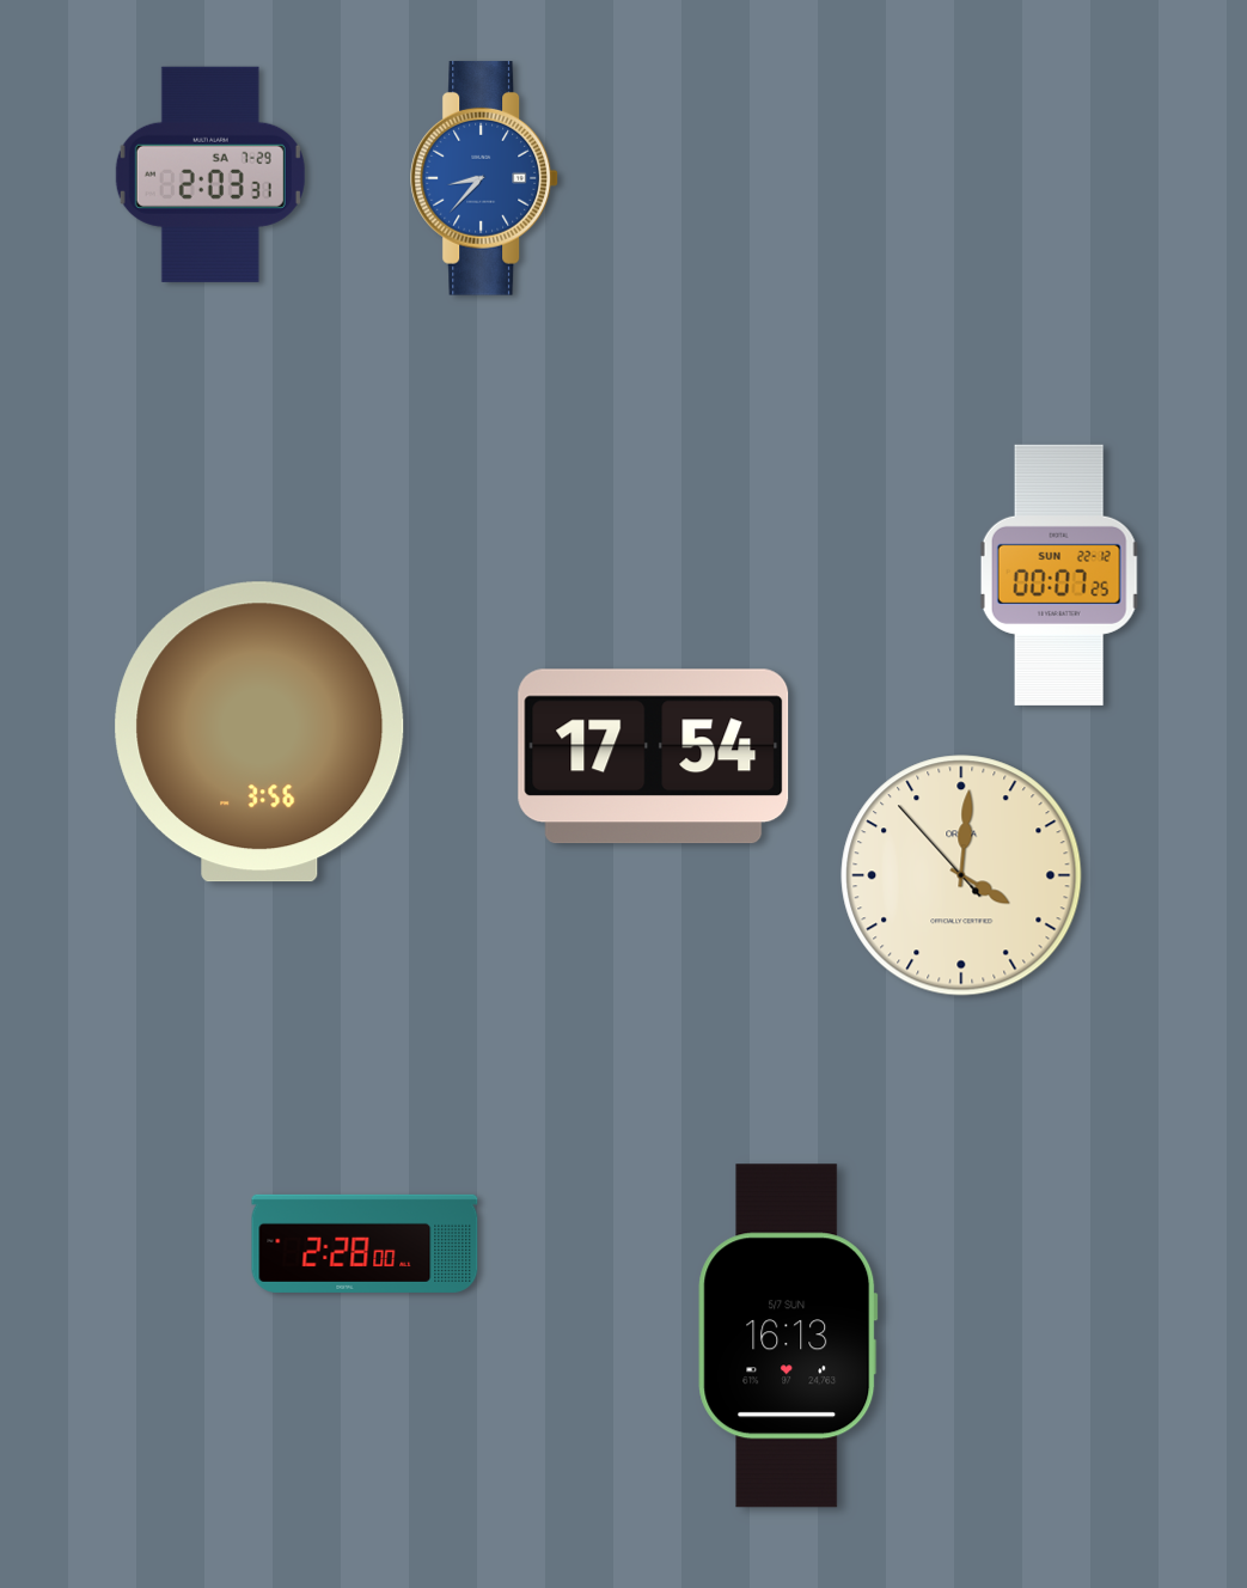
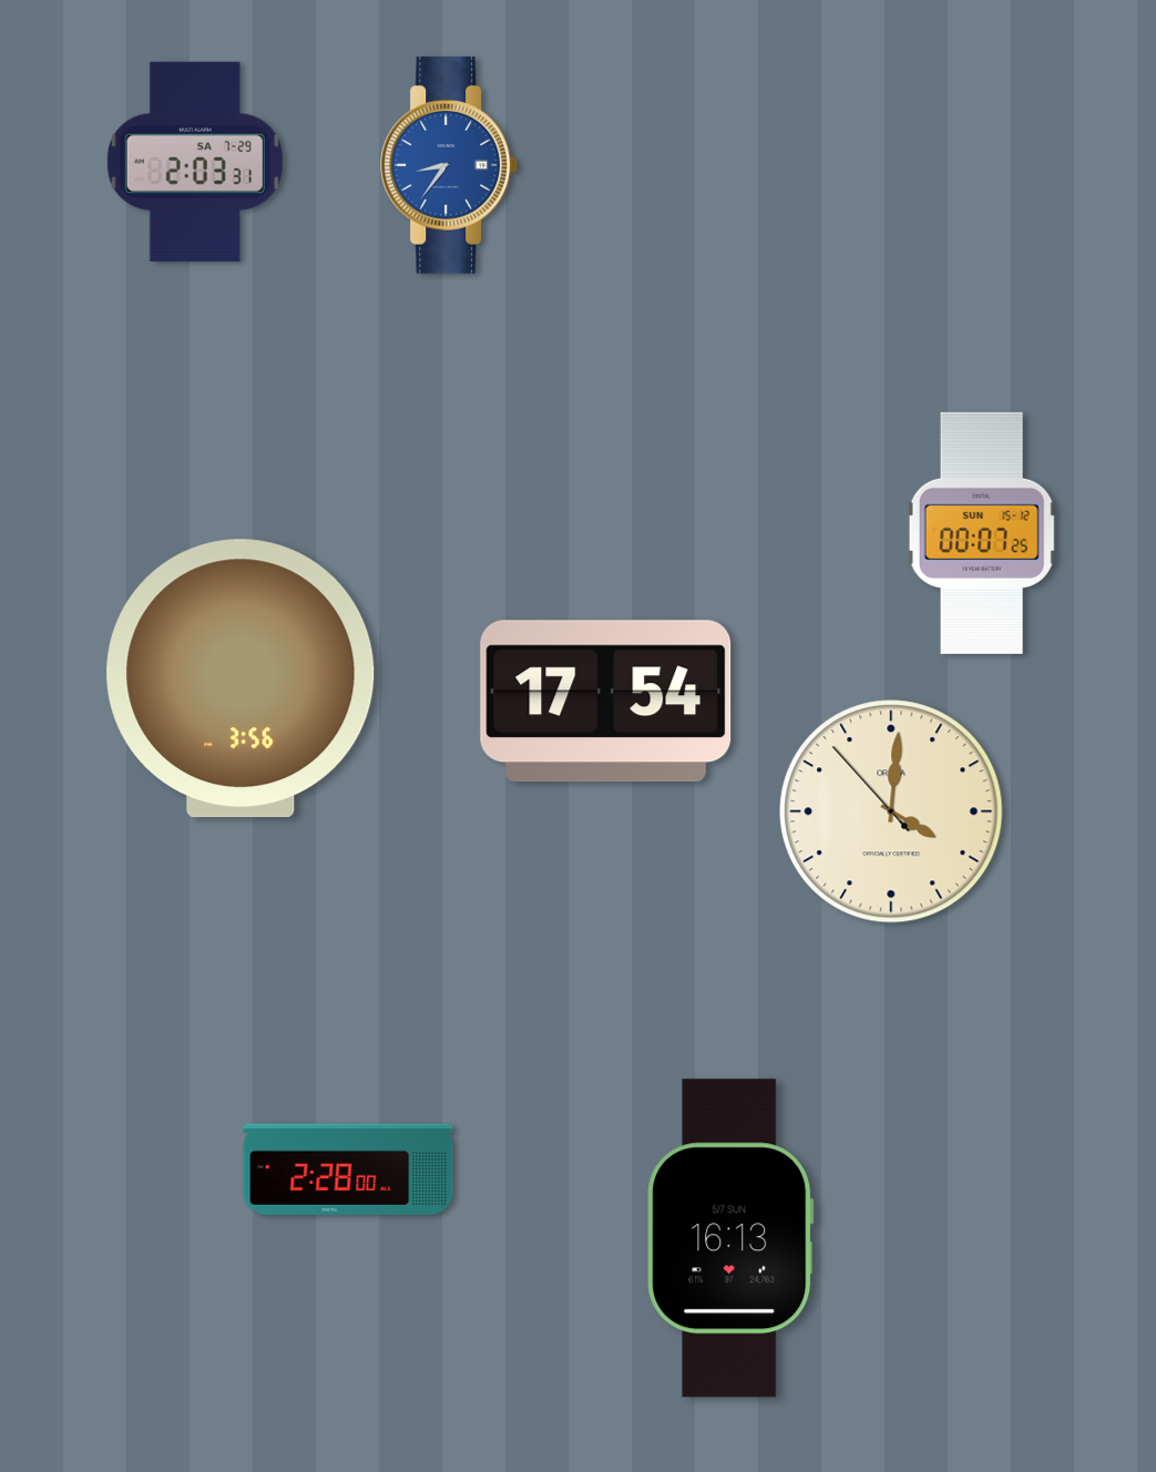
clock at (485, 178): 8:37 -> 8:36
clock at (1059, 575) date: SUN 22-12 -> SUN 15-12
clock at (365, 1244) position: (365, 1244) -> (348, 1169)
